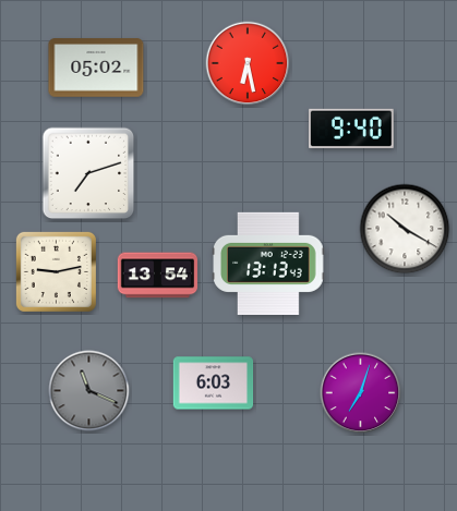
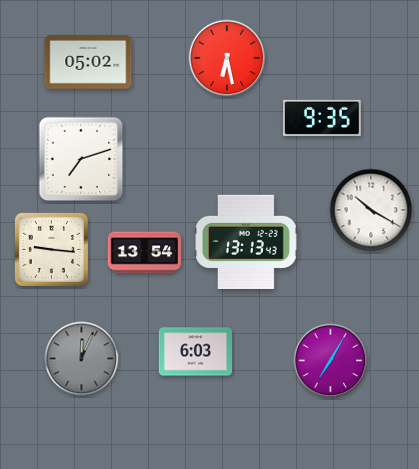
clock at (352, 129): 9:40 -> 9:35
clock at (56, 271): 9:13 -> 9:16
clock at (89, 391): 11:19 -> 12:04
clock at (361, 393): 7:03 -> 7:05
